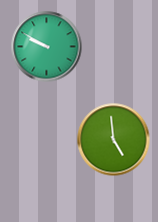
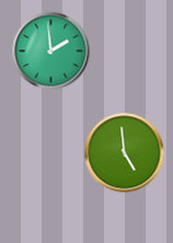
clock at (47, 47): 9:50 -> 1:59
